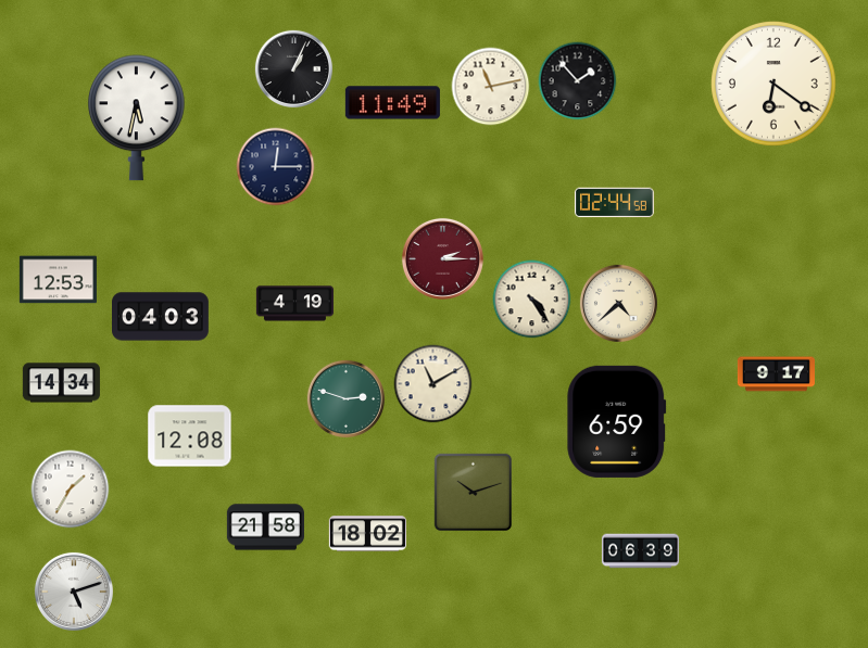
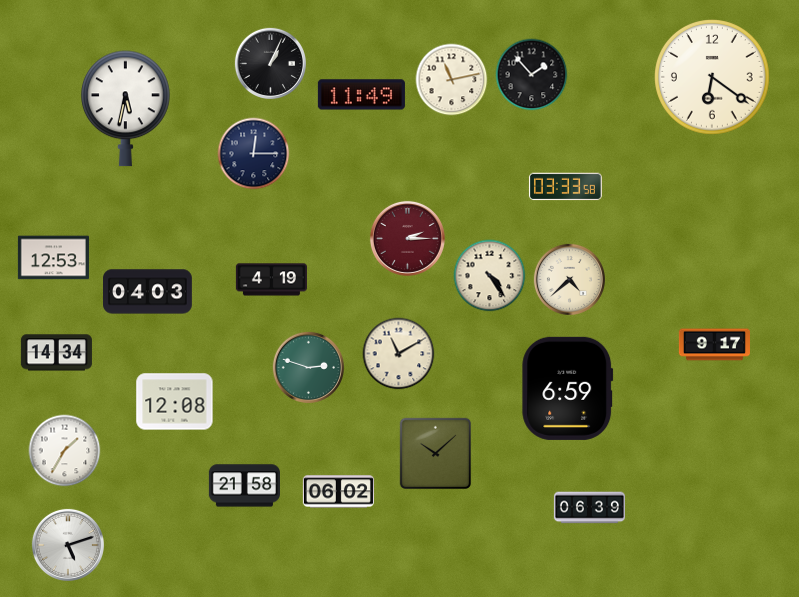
clock at (614, 203): 02:44 -> 03:33
clock at (345, 398) position: (345, 398) -> (308, 367)
clock at (474, 493): 10:12 -> 10:08
clock at (367, 534): 18:02 -> 06:02
